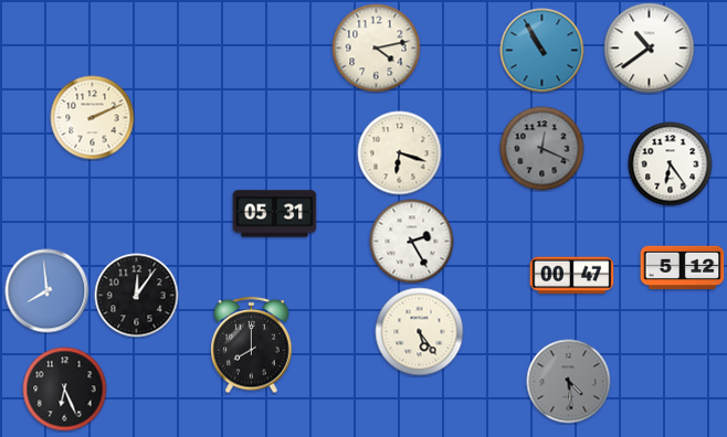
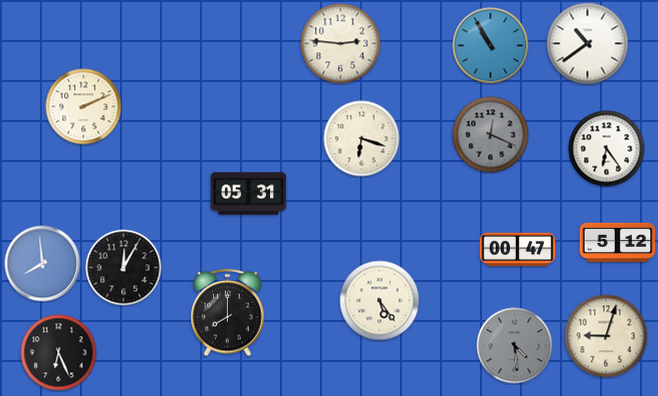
clock at (377, 49): 4:13 -> 2:46
clock at (412, 242): 2:25 -> none
clock at (137, 296): 12:06 -> 12:05
clock at (606, 336): none -> 9:03
